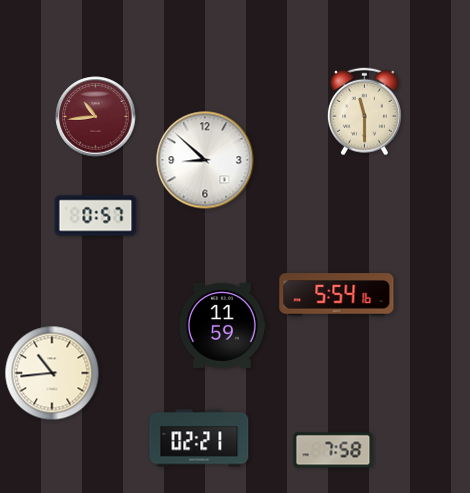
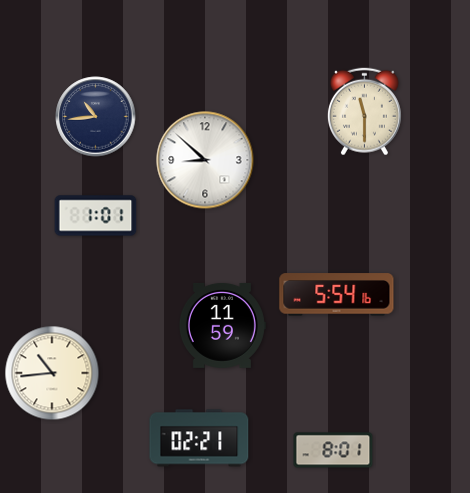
clock at (96, 117) dial: burgundy -> navy
clock at (96, 216): 0:57 -> 1:01
clock at (333, 450): 7:58 -> 8:01
